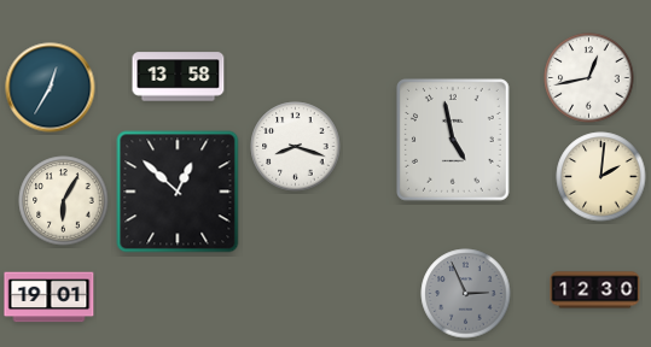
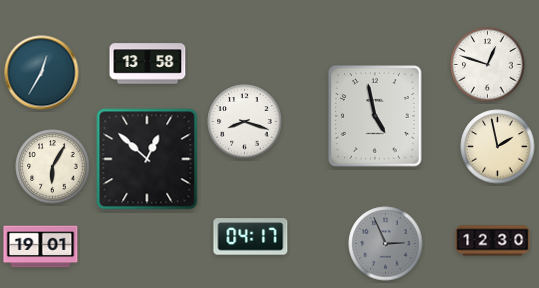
clock at (589, 78): 12:43 -> 12:48
clock at (601, 177): 2:01 -> 1:58
clock at (251, 237): none -> 04:17
